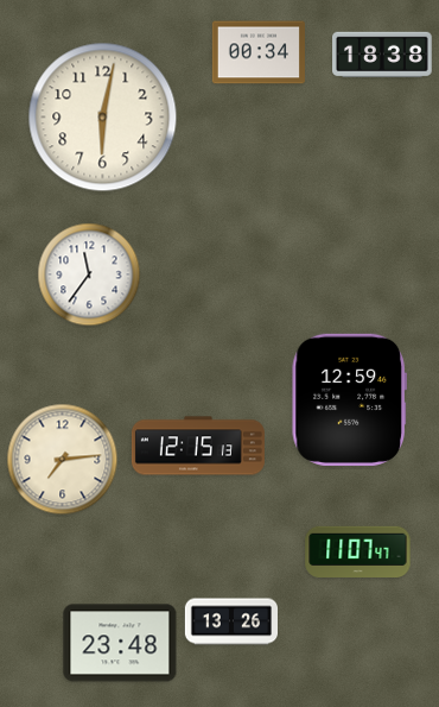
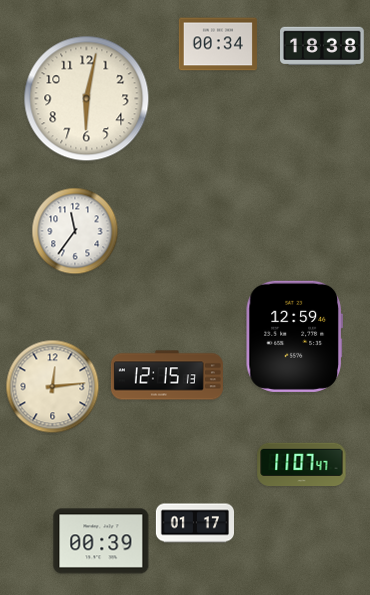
clock at (63, 460): 7:14 -> 12:14
clock at (230, 621): 13:26 -> 01:17
clock at (120, 643): 23:48 -> 00:39
